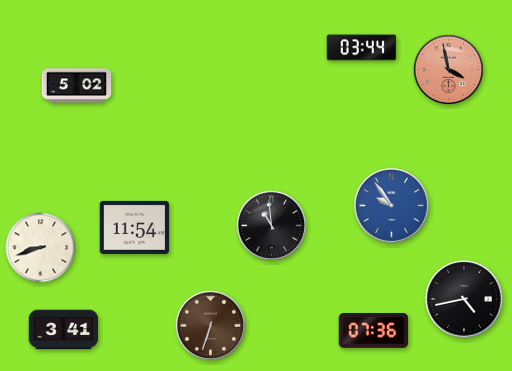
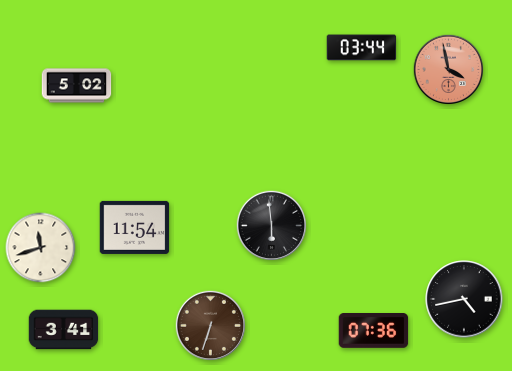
clock at (392, 206): 9:54 -> none
clock at (271, 225): 10:59 -> 5:59
clock at (41, 248): 8:42 -> 11:42
